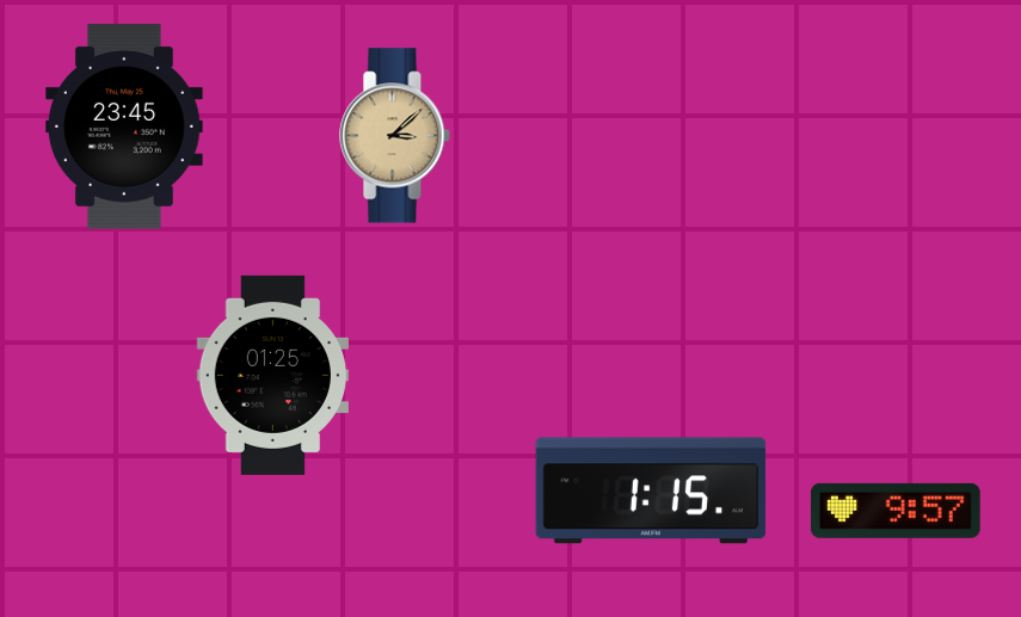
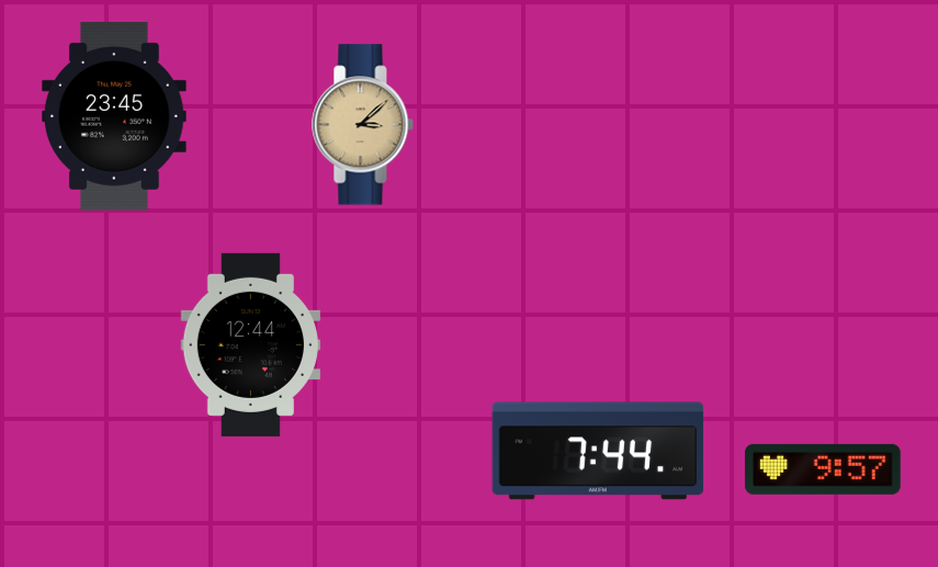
clock at (272, 375): 01:25 -> 12:44
clock at (651, 490): 1:15 -> 7:44
